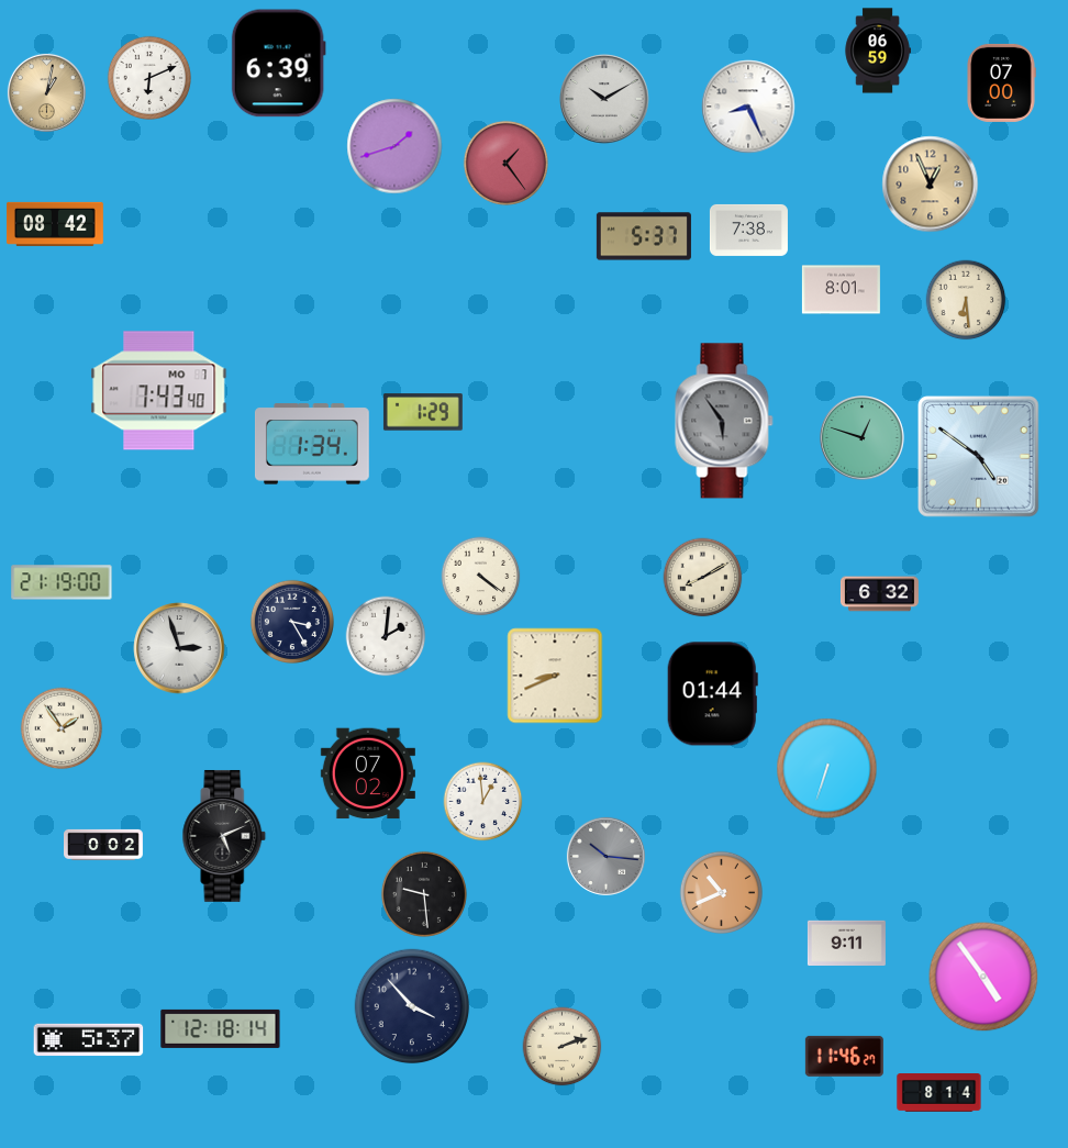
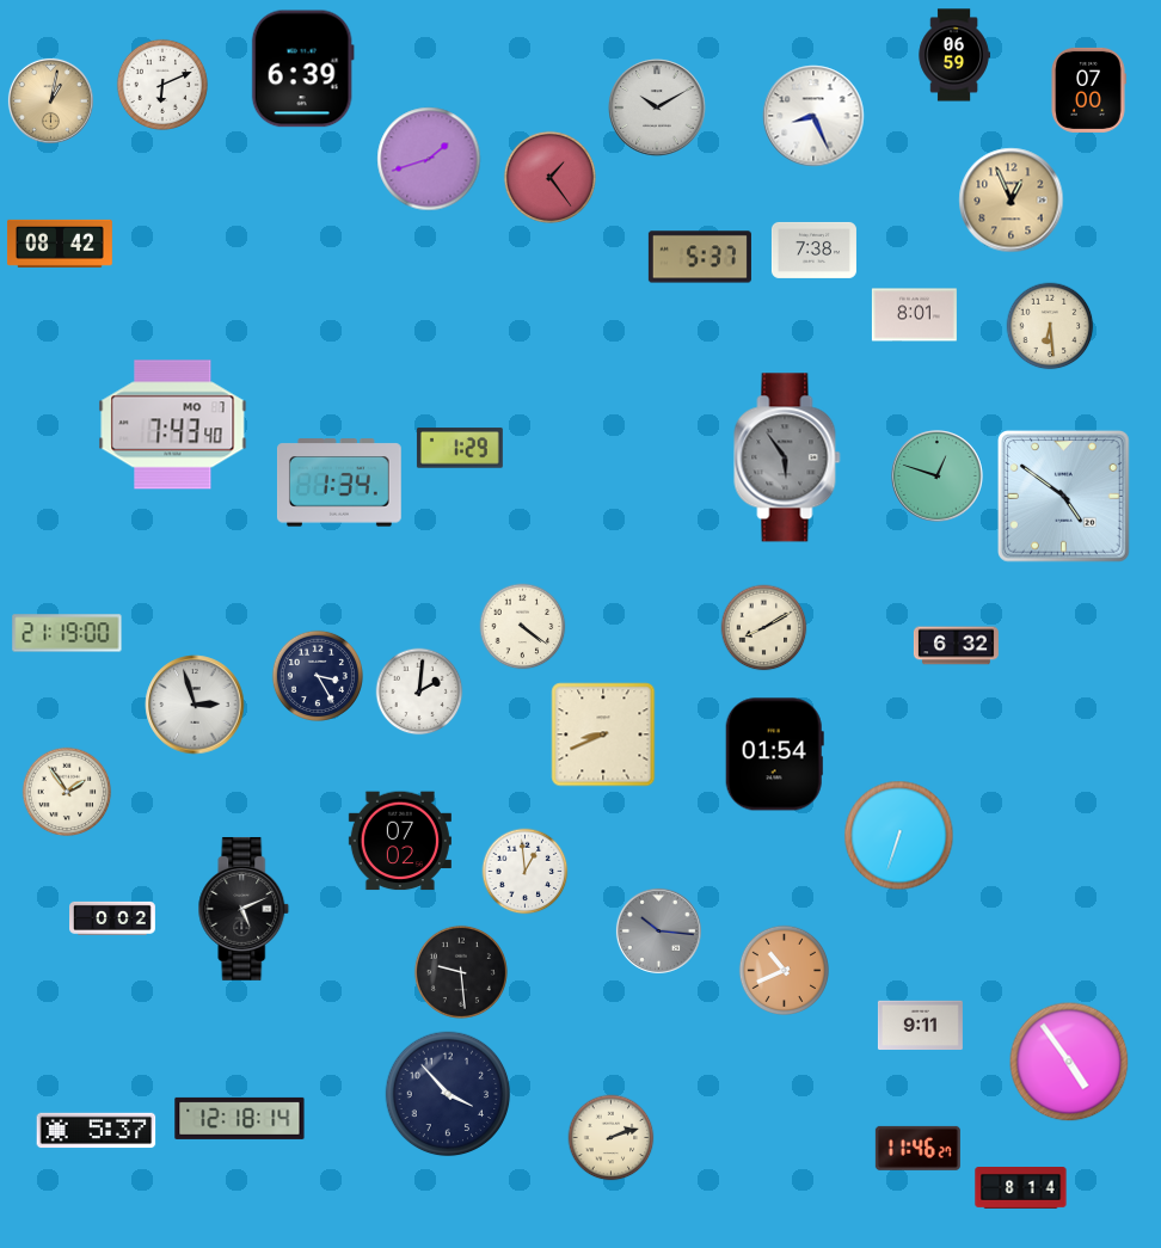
clock at (712, 694): 01:44 -> 01:54
